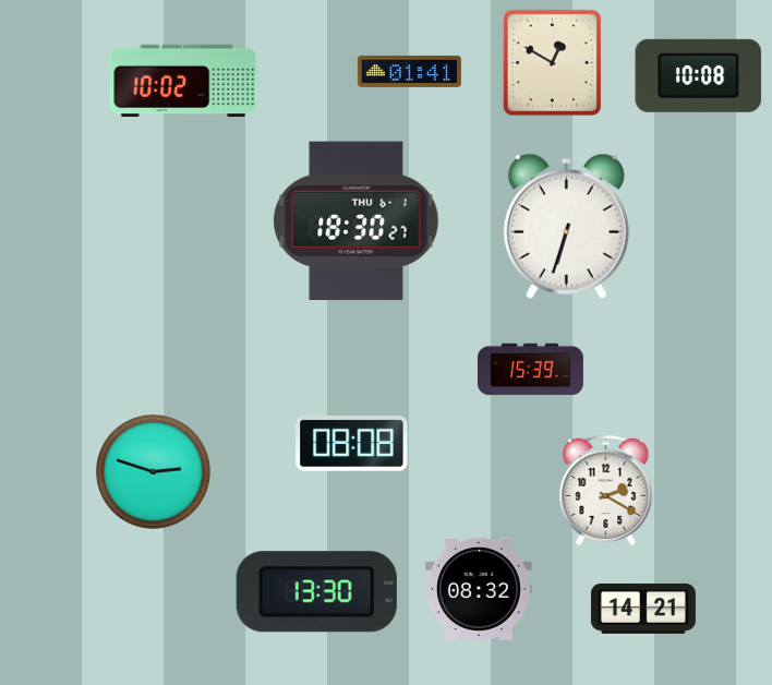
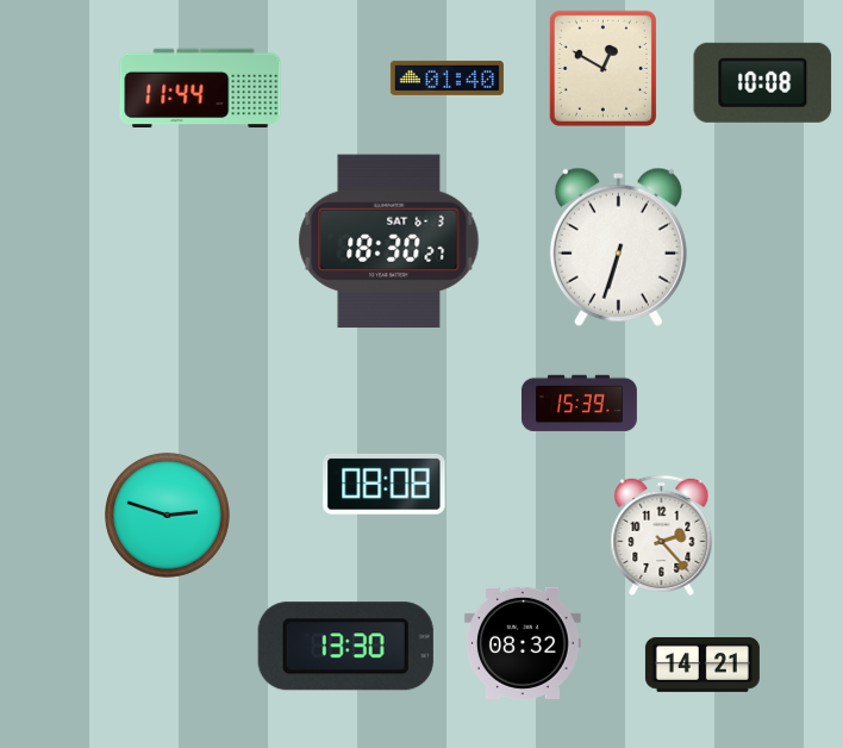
clock at (409, 71): 01:41 -> 01:40
clock at (183, 81): 10:02 -> 11:44
clock at (357, 221) date: THU 6-1 -> SAT 6-3
clock at (606, 490): 2:20 -> 2:23
